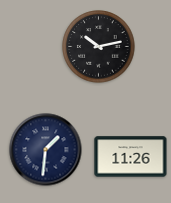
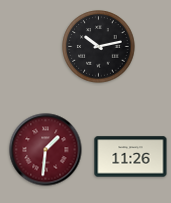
clock at (46, 150) dial: navy -> burgundy
